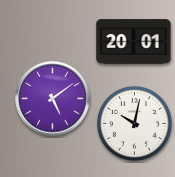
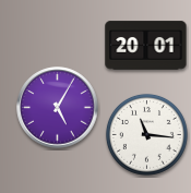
clock at (53, 99): 5:09 -> 5:05
clock at (134, 123): 10:02 -> 11:16
